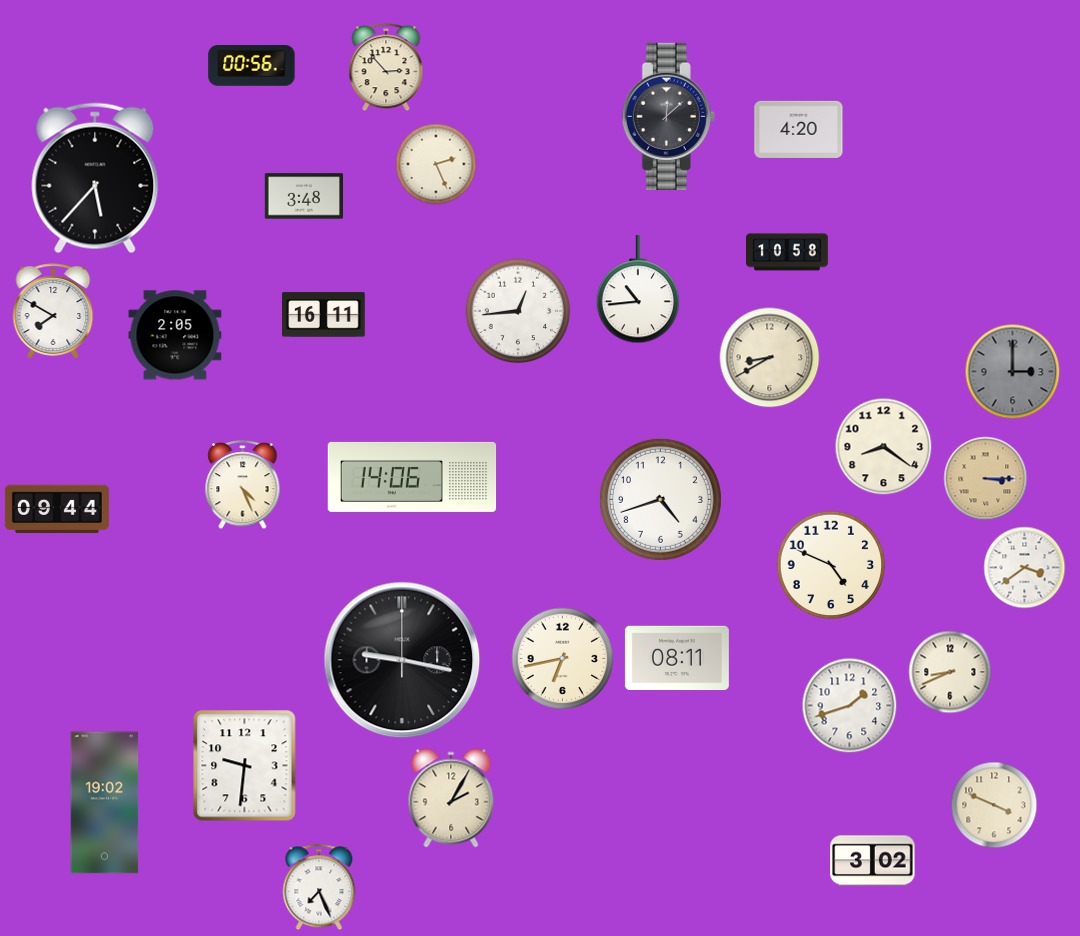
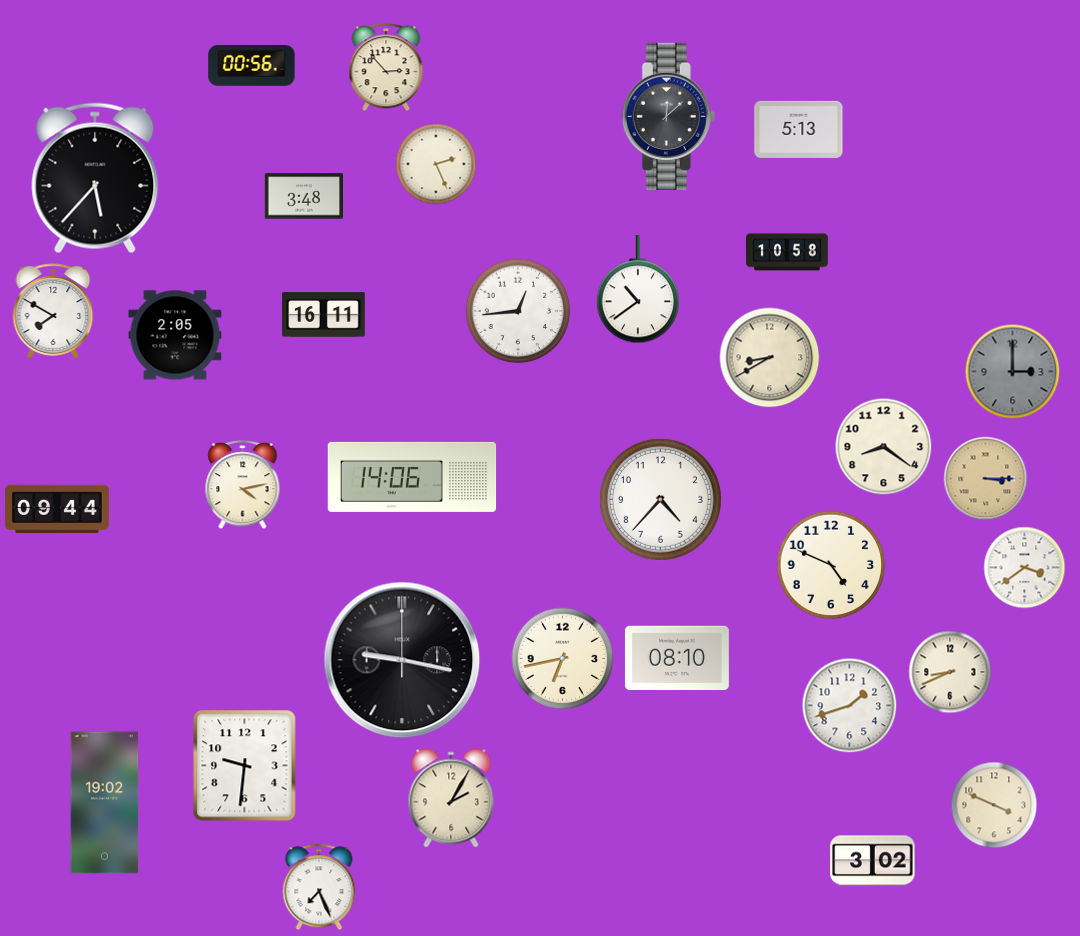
clock at (799, 129): 4:20 -> 5:13
clock at (637, 290): 10:44 -> 10:39
clock at (243, 485): 4:26 -> 4:13
clock at (660, 499): 4:42 -> 4:37
clock at (677, 657): 08:11 -> 08:10
